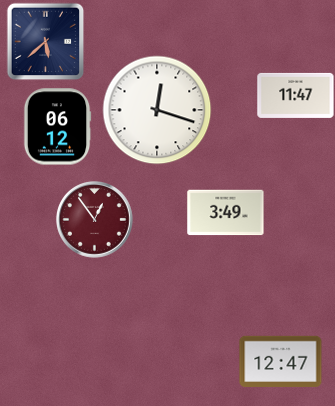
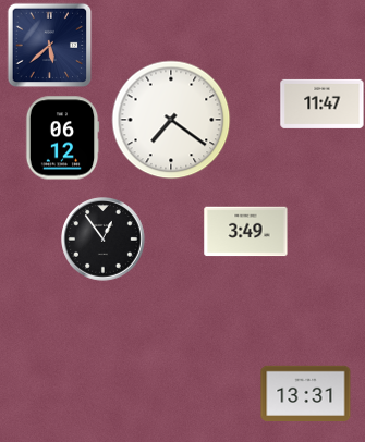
clock at (157, 110): 12:18 -> 7:21
clock at (95, 220) dial: burgundy -> black
clock at (281, 361): 12:47 -> 13:31
